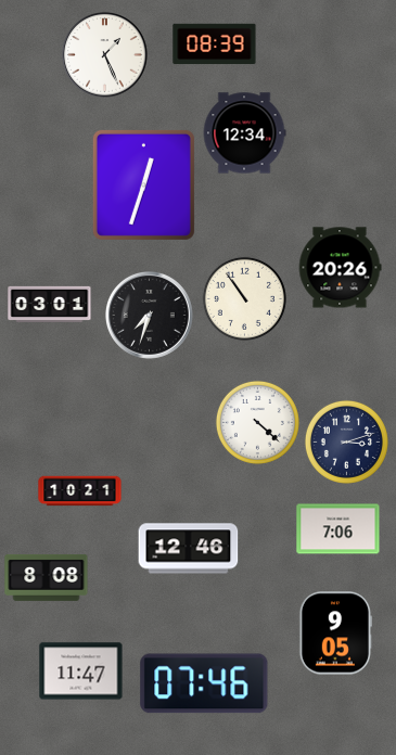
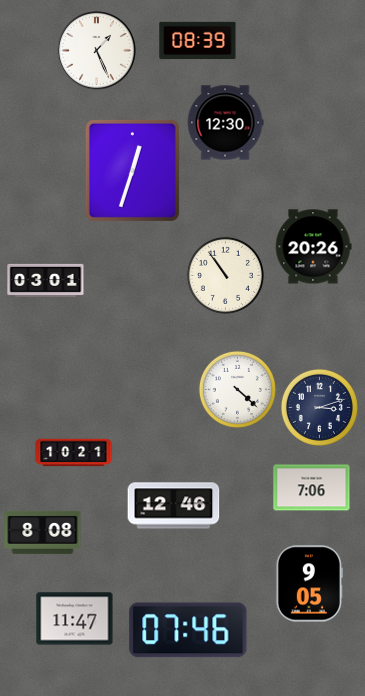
clock at (244, 133): 12:34 -> 12:30
clock at (149, 315): 7:33 -> none
